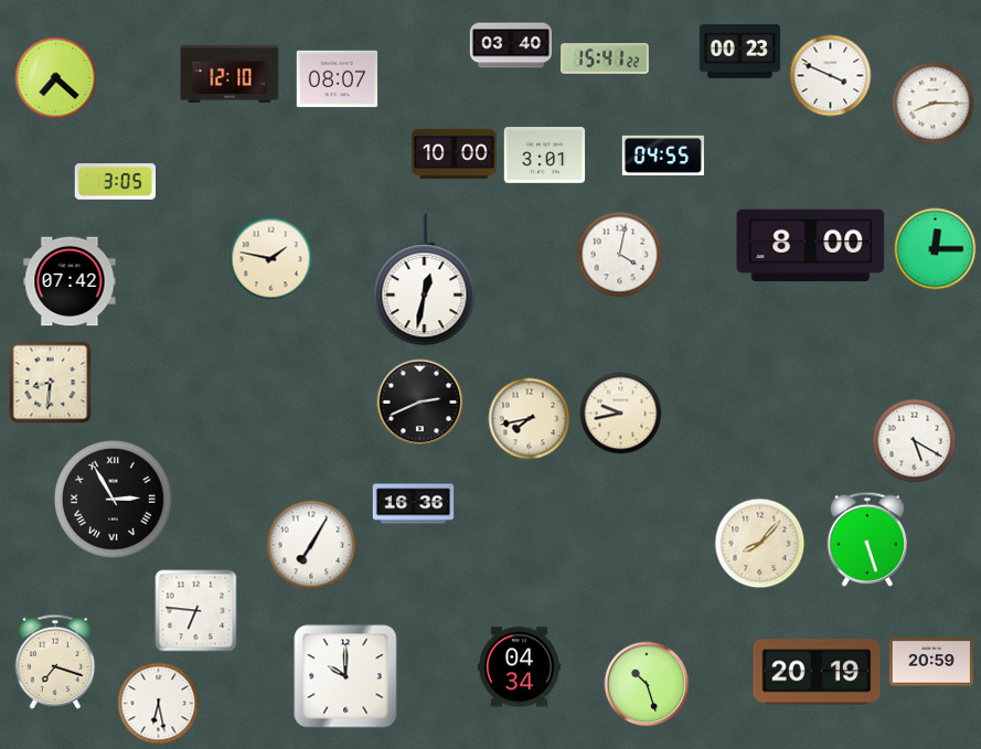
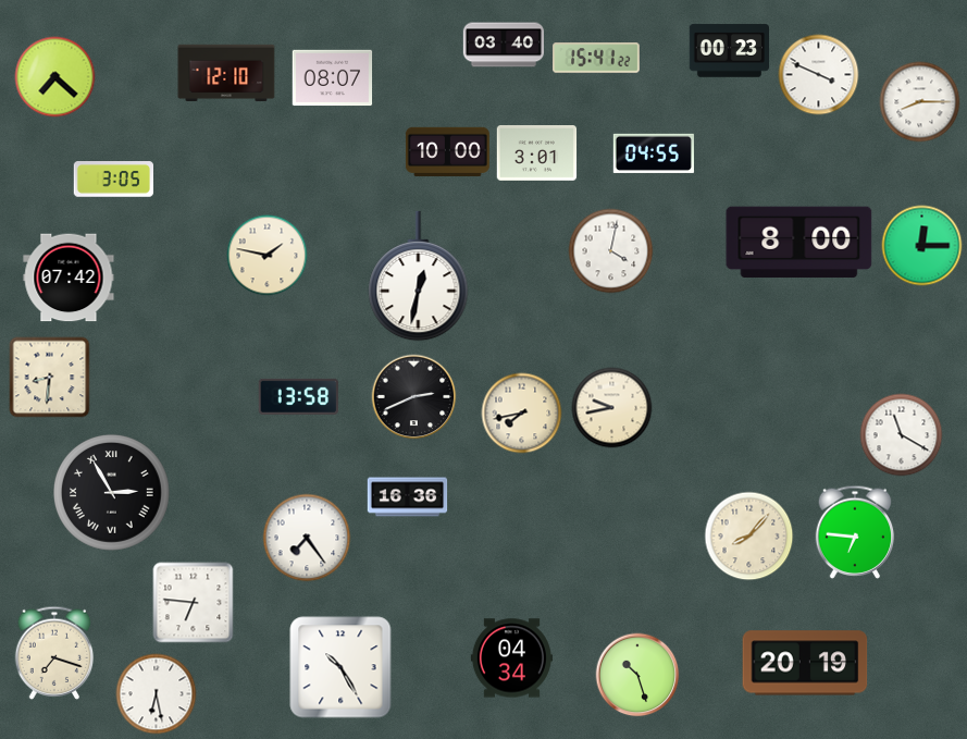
clock at (298, 396): none -> 13:58
clock at (915, 441): 5:20 -> 11:20
clock at (867, 539): 5:27 -> 6:46
clock at (311, 545): 7:05 -> 7:24
clock at (931, 662): 20:59 -> none
clock at (345, 676): 10:00 -> 10:25
